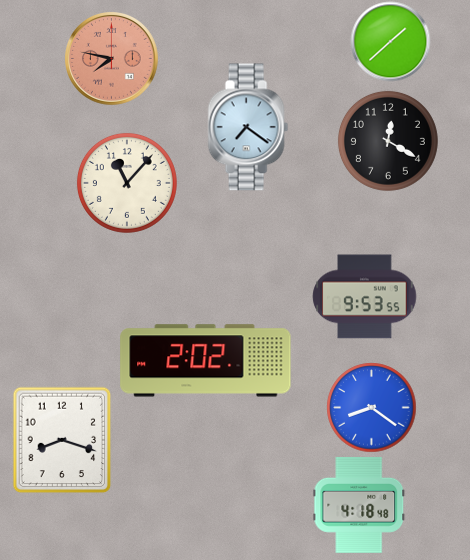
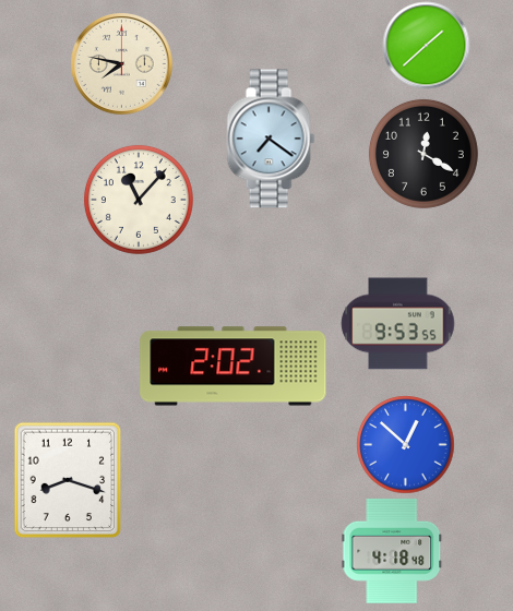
clock at (112, 59) dial: salmon -> cream
clock at (206, 361) position: (206, 361) -> (234, 367)
clock at (371, 407): 8:21 -> 12:52
